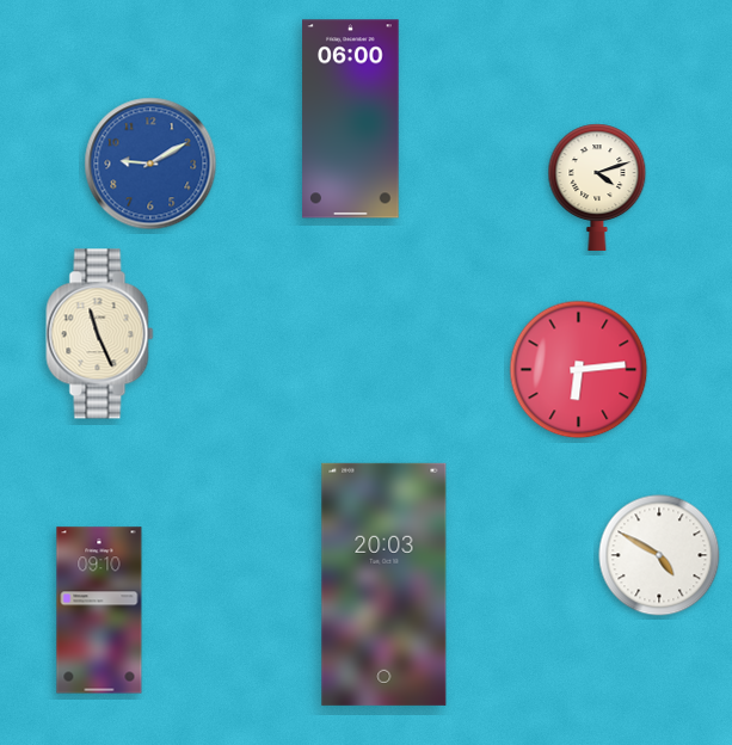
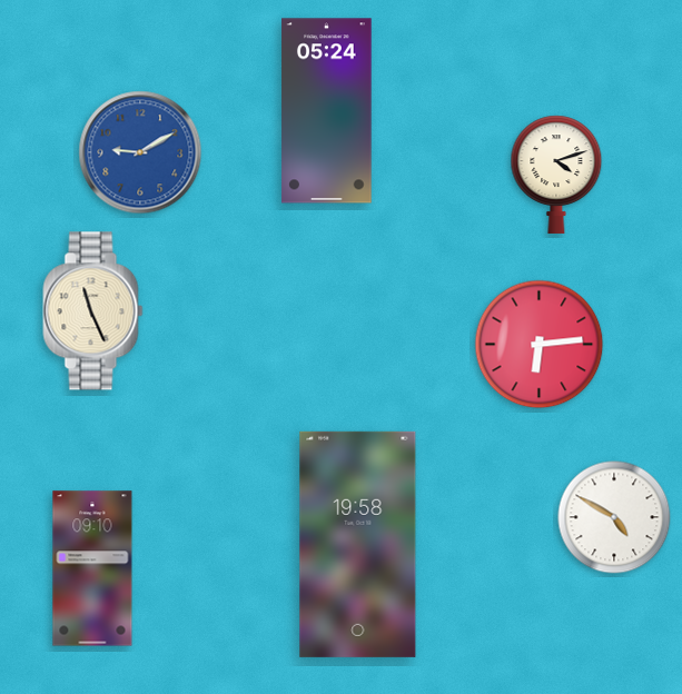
clock at (351, 119): 06:00 -> 05:24
clock at (385, 584): 20:03 -> 19:58
